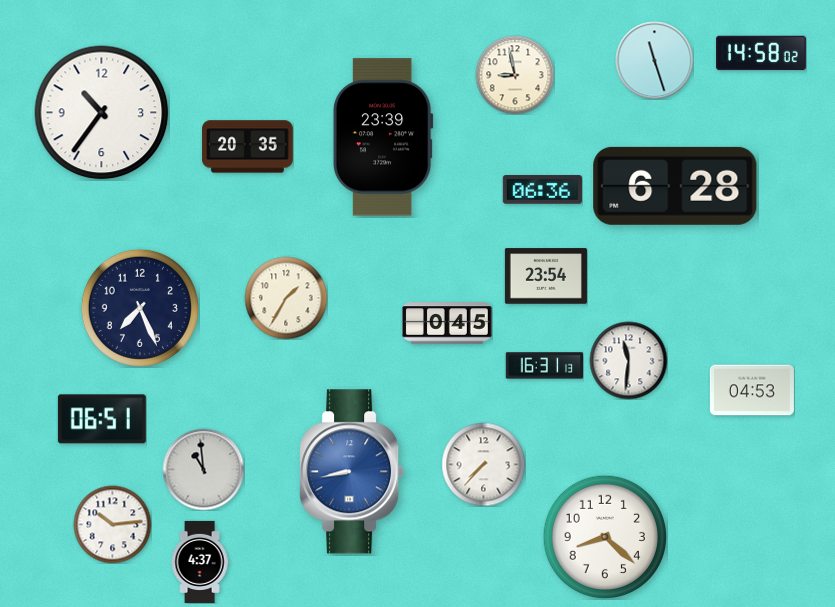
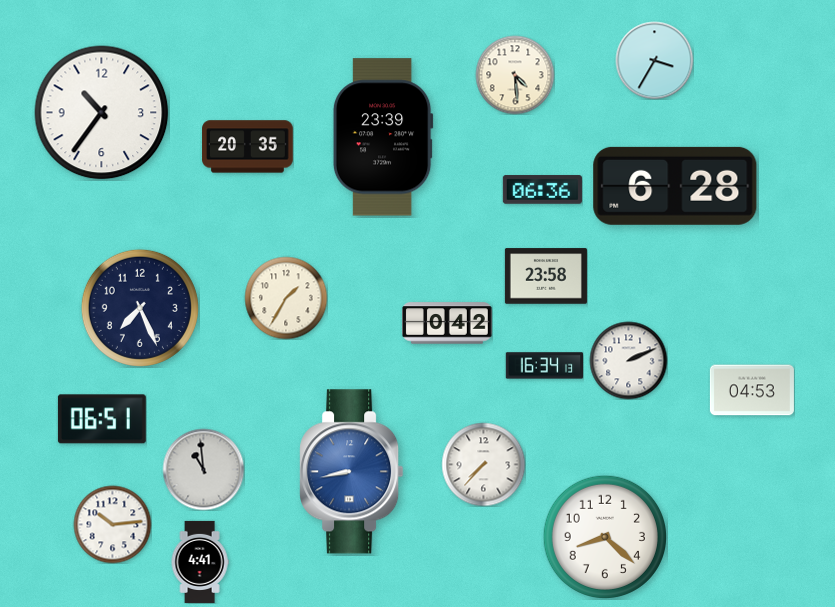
clock at (762, 53): 14:58 -> none
clock at (654, 60): 11:27 -> 3:35
clock at (515, 75): 8:58 -> 4:29
clock at (546, 276): 23:54 -> 23:58
clock at (447, 323): 0:45 -> 0:42
clock at (628, 360): 11:31 -> 2:11
clock at (544, 366): 16:31 -> 16:34
clock at (200, 562): 4:37 -> 4:41
